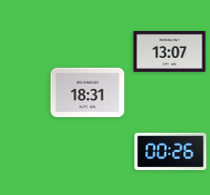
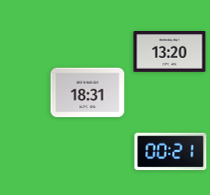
clock at (170, 52): 13:07 -> 13:20
clock at (171, 152): 00:26 -> 00:21
